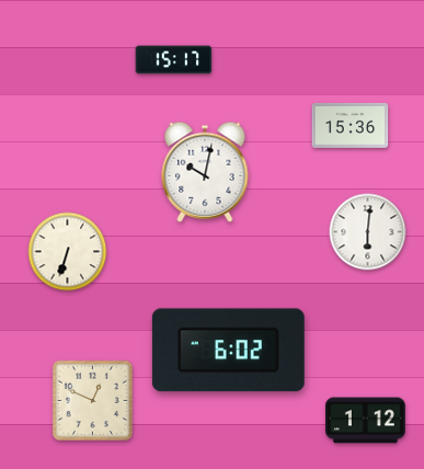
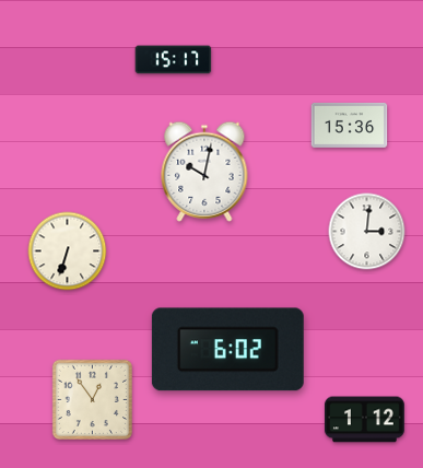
clock at (368, 232): 6:01 -> 3:01
clock at (92, 400): 12:49 -> 12:54
